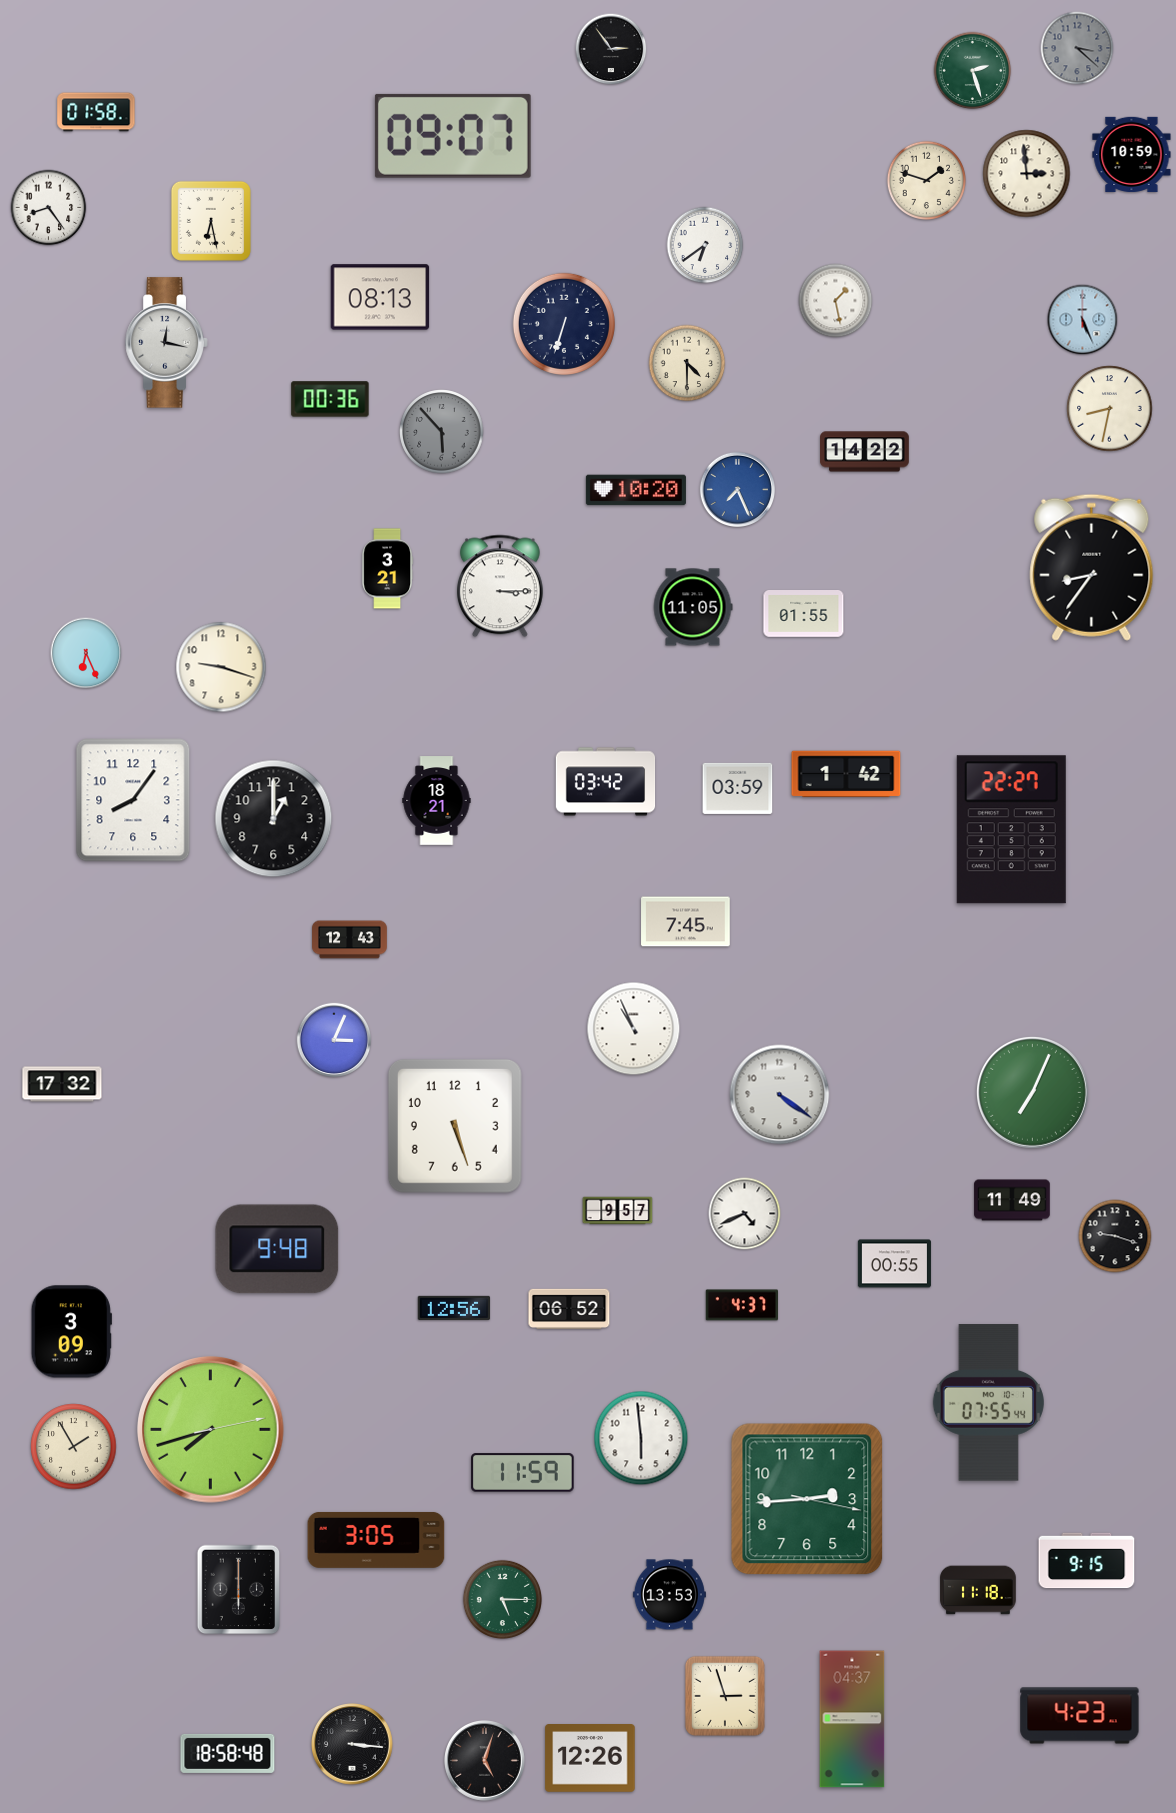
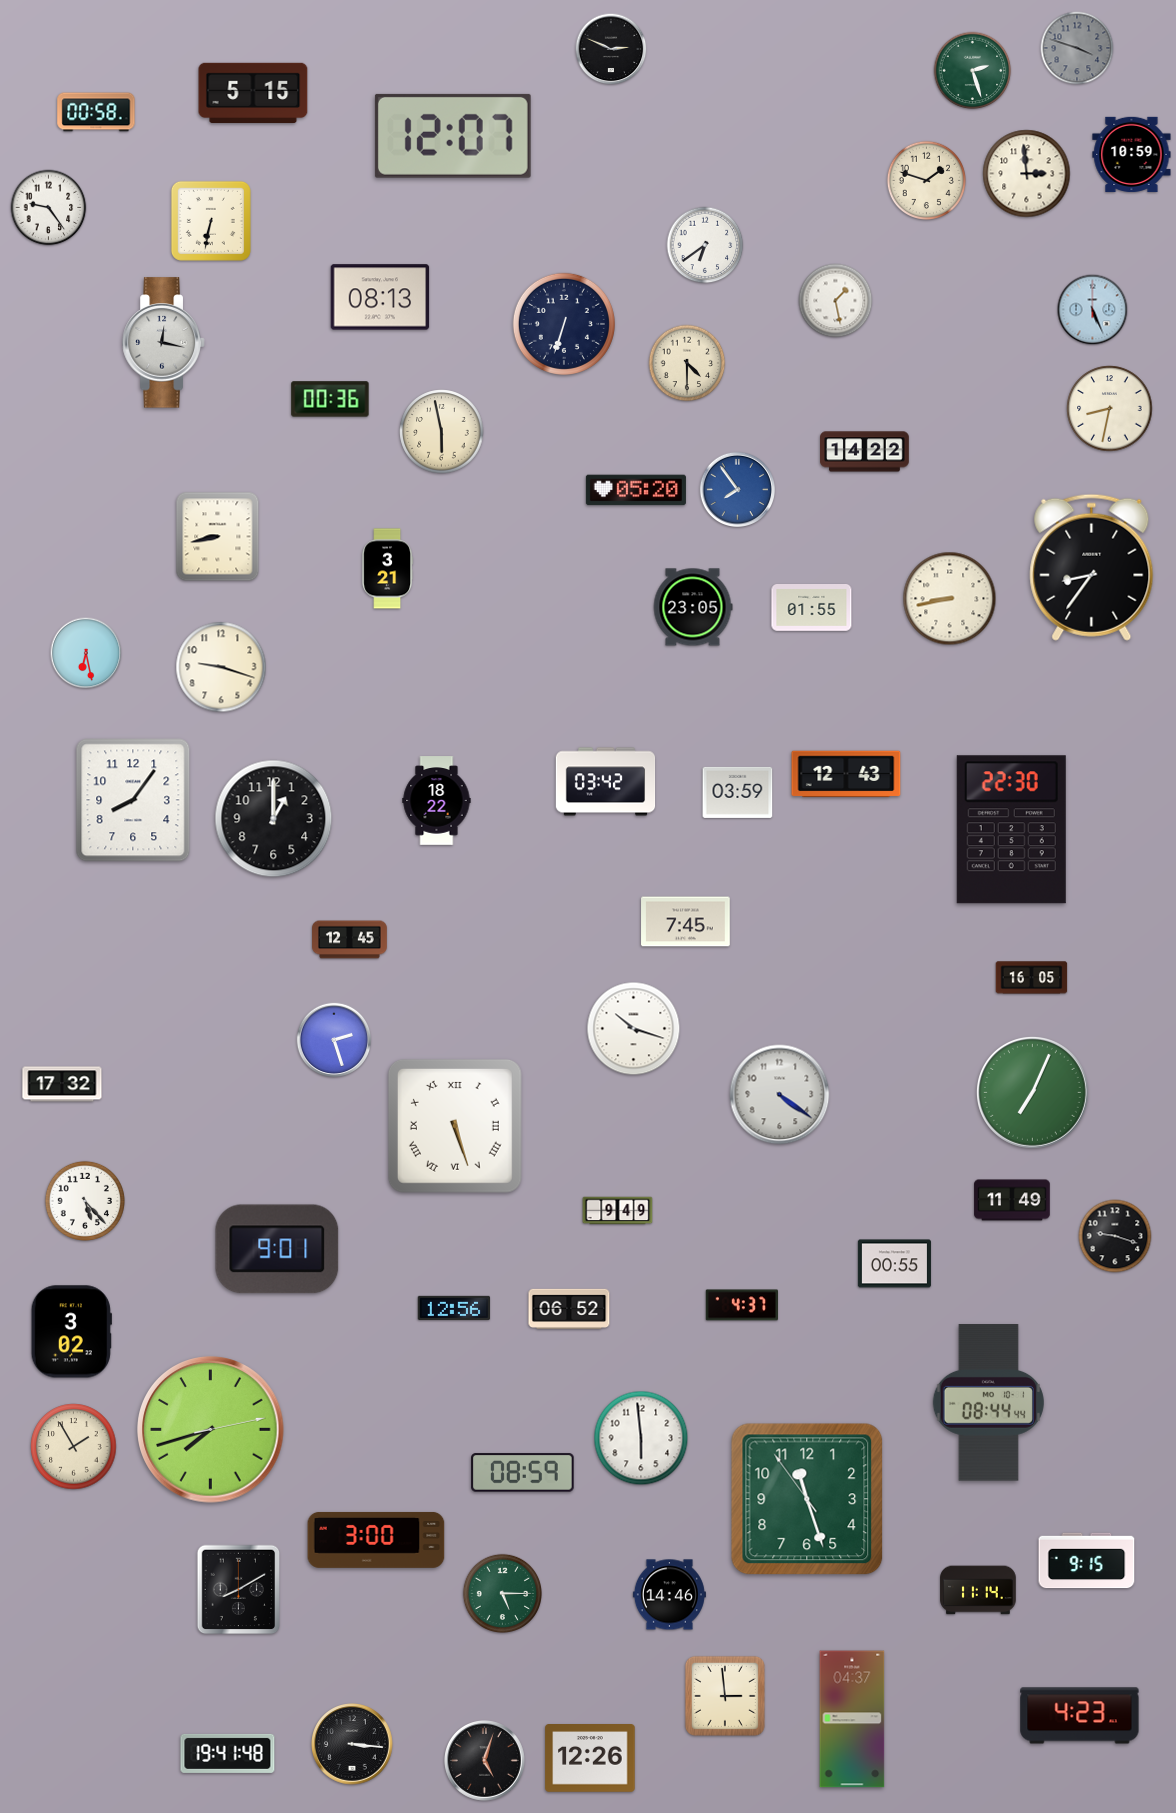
clock at (1077, 48): 3:22 -> 3:48
clock at (611, 49): 2:54 -> 2:49
clock at (253, 92): none -> 5:15
clock at (96, 112): 01:58 -> 00:58
clock at (453, 136): 09:07 -> 12:07
clock at (49, 208): 8:24 -> 9:24
clock at (211, 221): 6:28 -> 6:32
clock at (1083, 320) position: (1083, 320) -> (1093, 310)
clock at (167, 343) position: (167, 343) -> (164, 343)
clock at (442, 432): 5:53 -> 5:58
clock at (442, 432) dial: grey -> cream
clock at (737, 489): 7:26 -> 7:54
clock at (636, 490): 10:20 -> 05:20
clock at (218, 537): none -> 8:43
clock at (501, 586): 3:15 -> none
clock at (950, 599): none -> 8:43
clock at (693, 607): 11:05 -> 23:05
clock at (804, 614) position: (804, 614) -> (812, 608)
clock at (86, 653): 6:26 -> 6:28
clock at (846, 774): 1:42 -> 12:43
clock at (738, 788) position: (738, 788) -> (738, 792)
clock at (437, 801): 18:21 -> 18:22
clock at (1011, 830): 22:27 -> 22:30
clock at (350, 940): 12:43 -> 12:45
clock at (1032, 978): none -> 16:05
clock at (634, 1029): 10:56 -> 10:18
clock at (334, 1040): 3:04 -> 2:27
clock at (455, 1126) numerals: Arabic -> Roman
clock at (85, 1201): none -> 5:23
clock at (618, 1211): 9:57 -> 9:49
clock at (745, 1214): 4:41 -> none
clock at (277, 1249): 9:48 -> 9:01
clock at (71, 1332): 3:09 -> 3:02
clock at (988, 1403): 07:55 -> 08:44
clock at (523, 1473): 11:59 -> 08:59
clock at (807, 1499): 2:44 -> 11:26
clock at (376, 1540): 3:05 -> 3:00
clock at (239, 1590): 6:00 -> 8:10
clock at (978, 1590): 11:18 -> 11:14
clock at (669, 1595): 13:53 -> 14:46
clock at (502, 1599) position: (502, 1599) -> (502, 1593)
clock at (725, 1696): 2:57 -> 2:59
clock at (228, 1753): 18:58 -> 19:41
